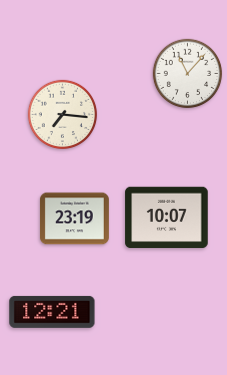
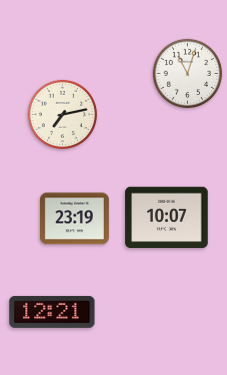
clock at (188, 74): 11:07 -> 11:03
clock at (63, 115): 7:16 -> 7:13
